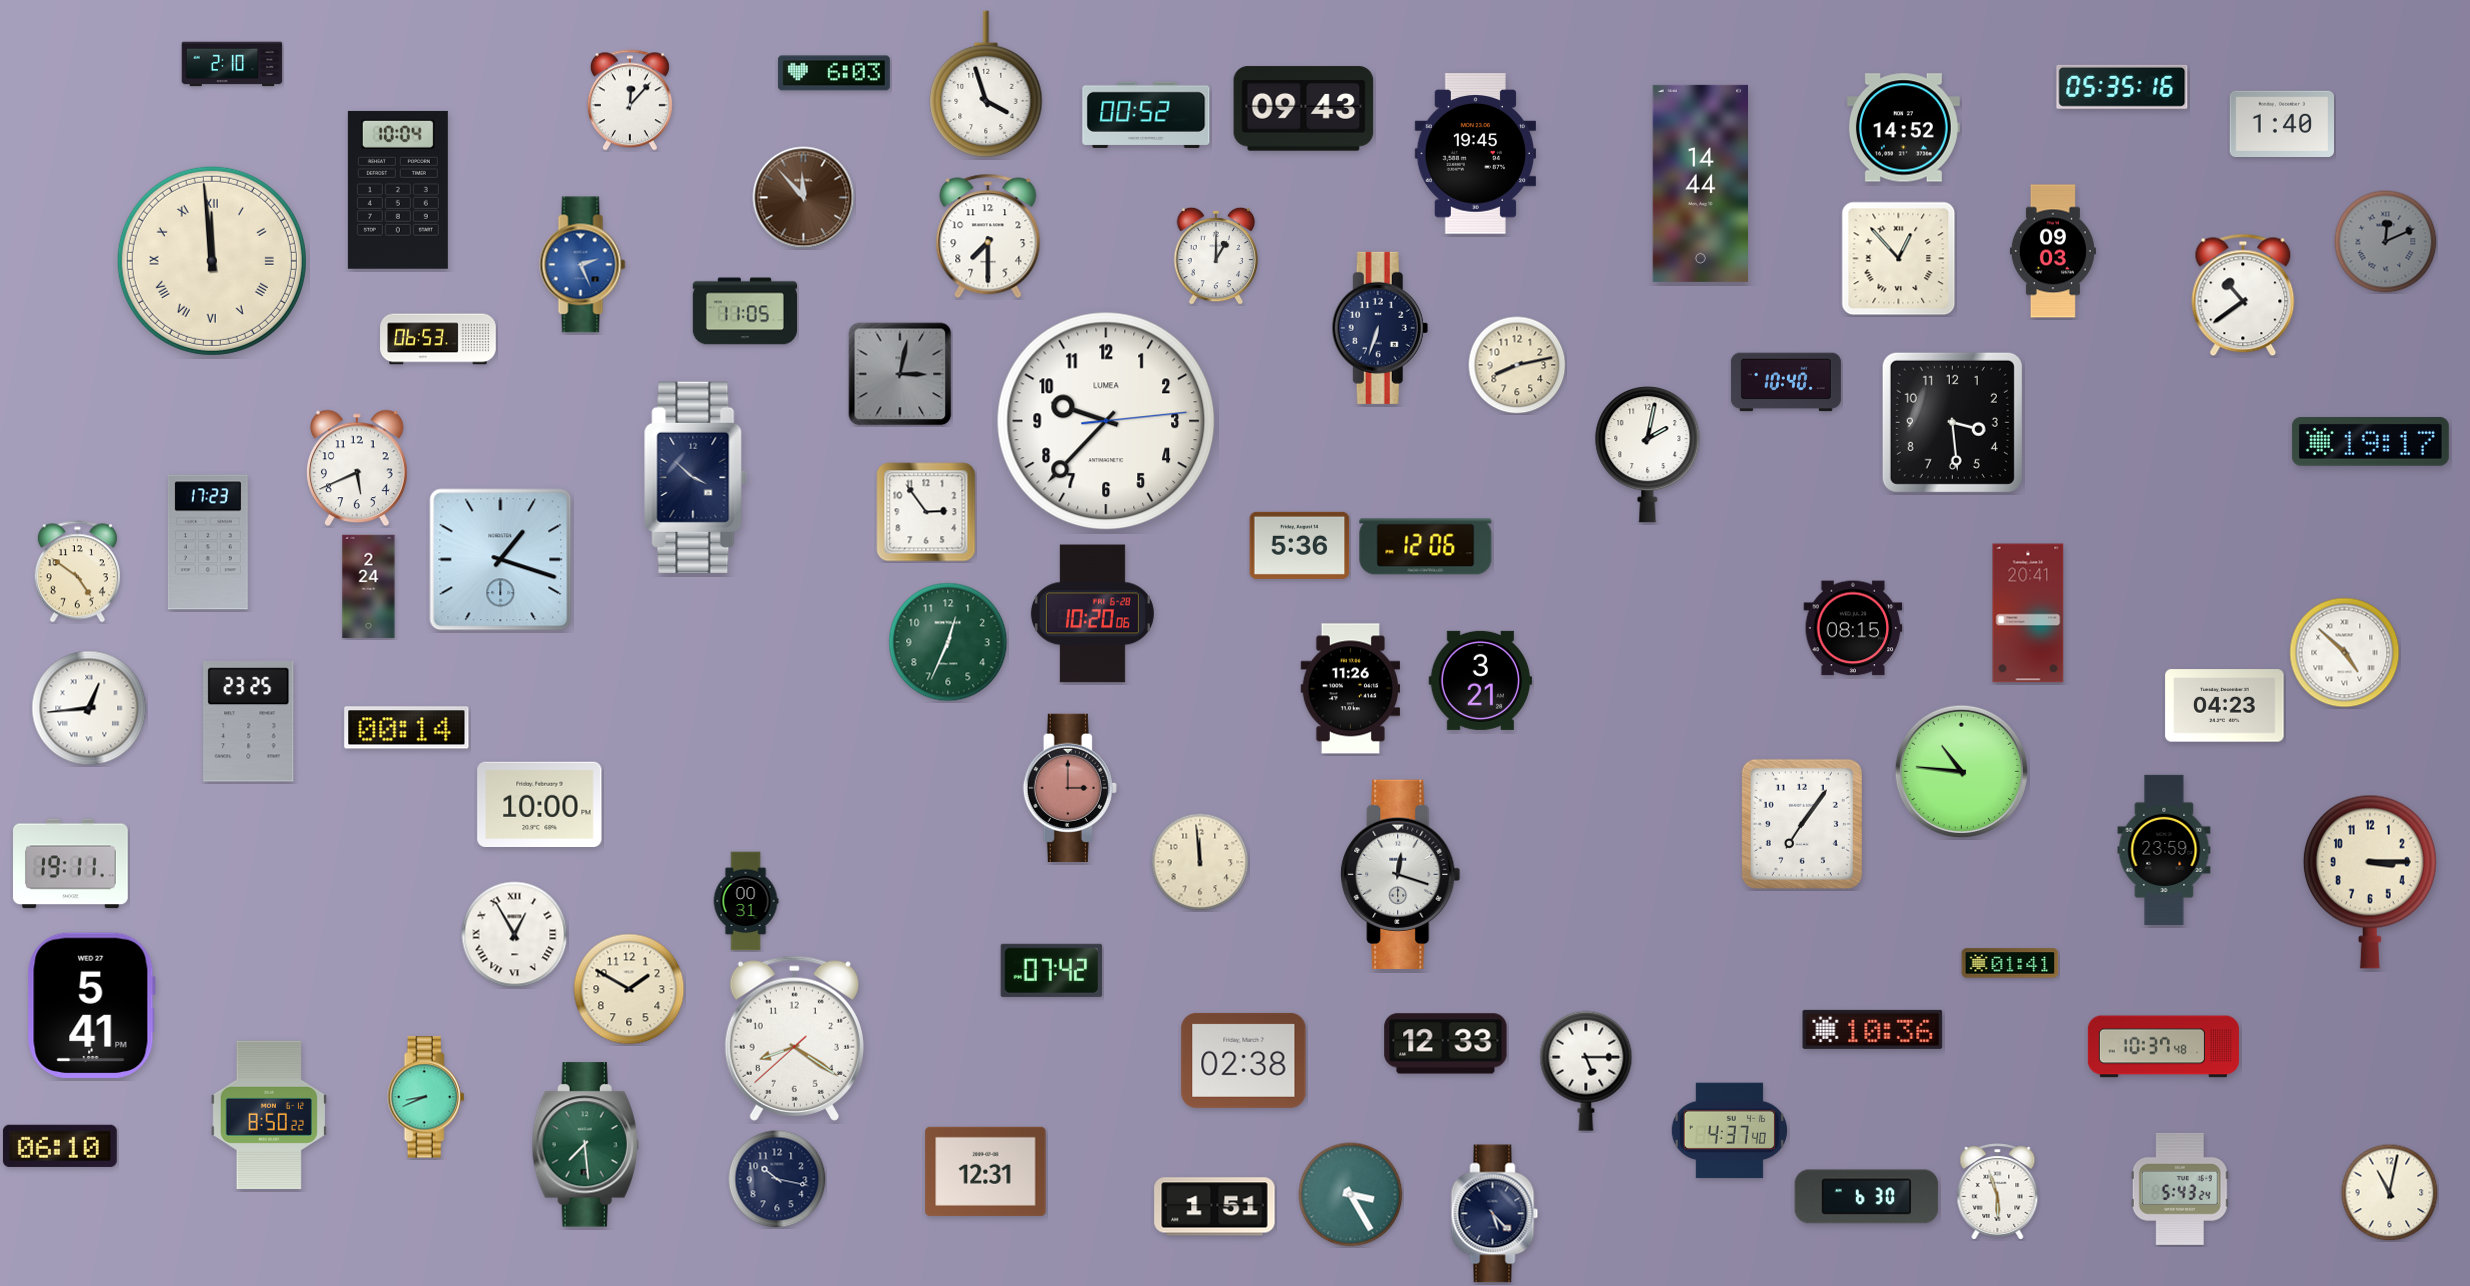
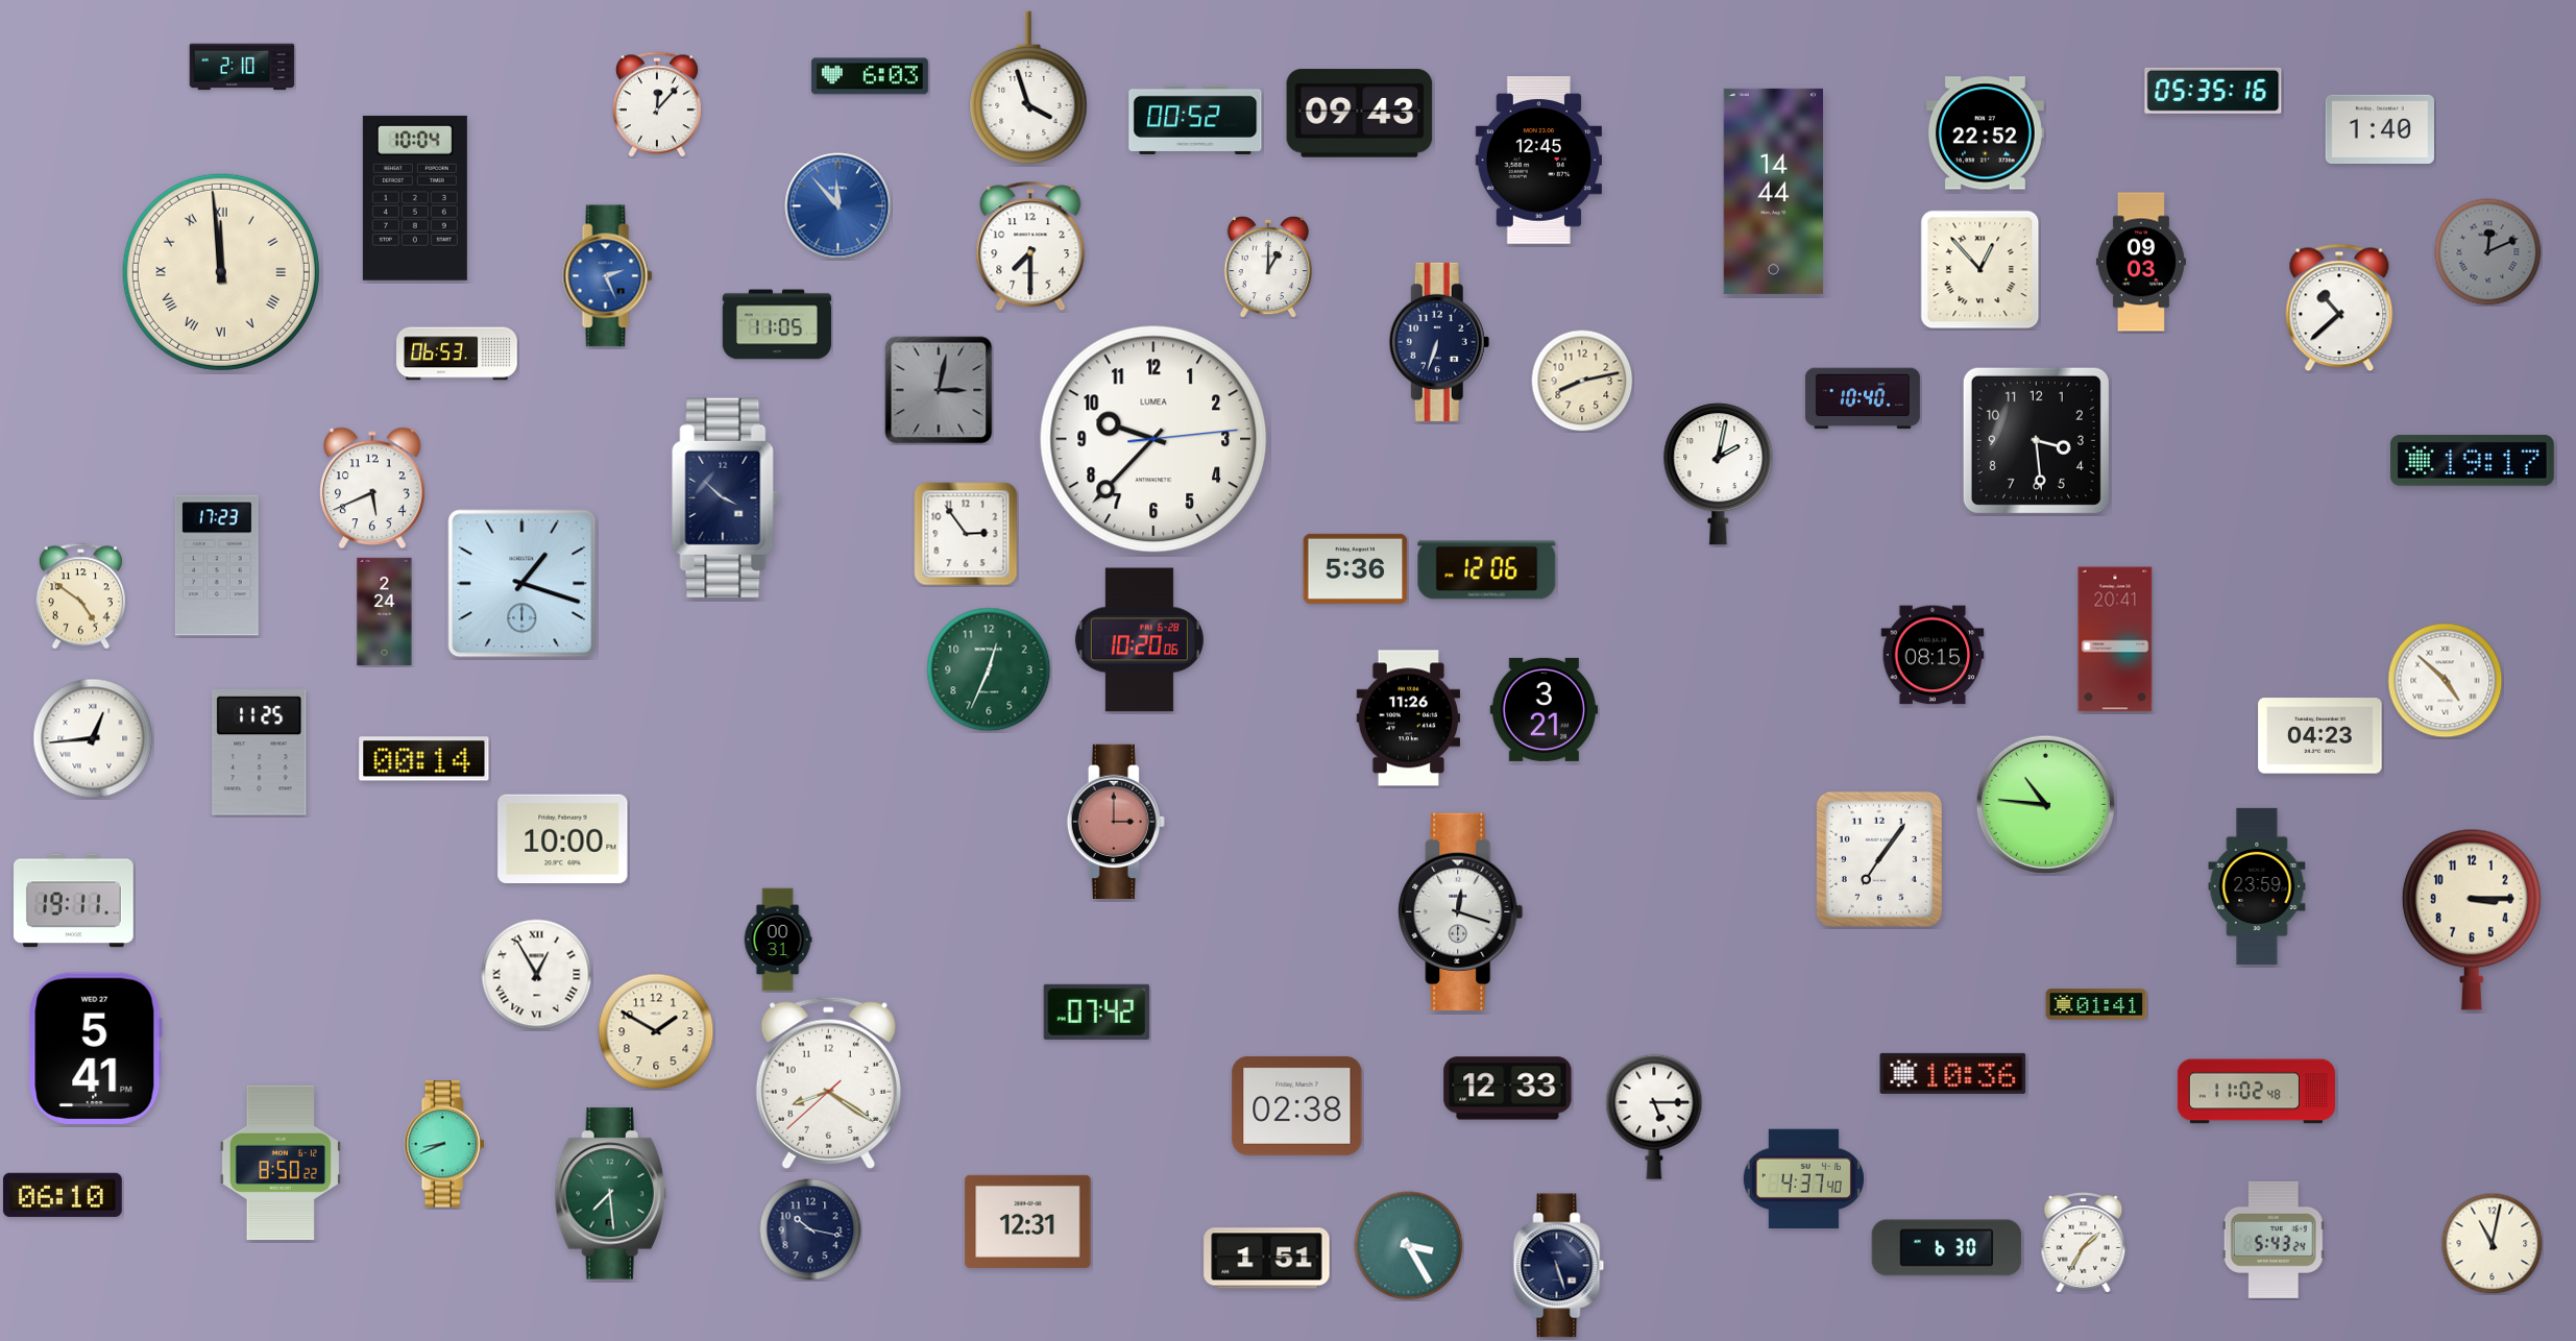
clock at (1903, 128): 14:52 -> 22:52
clock at (1475, 154): 19:45 -> 12:45
clock at (804, 198) dial: brown -> blue
clock at (2243, 295): 10:39 -> 10:38
clock at (249, 722): 23:25 -> 11:25
clock at (1200, 862): 11:59 -> none
clock at (2163, 1047): 10:37 -> 11:02
clock at (1998, 1192): 5:57 -> 1:35
clock at (1495, 1214): 5:23 -> 5:27
